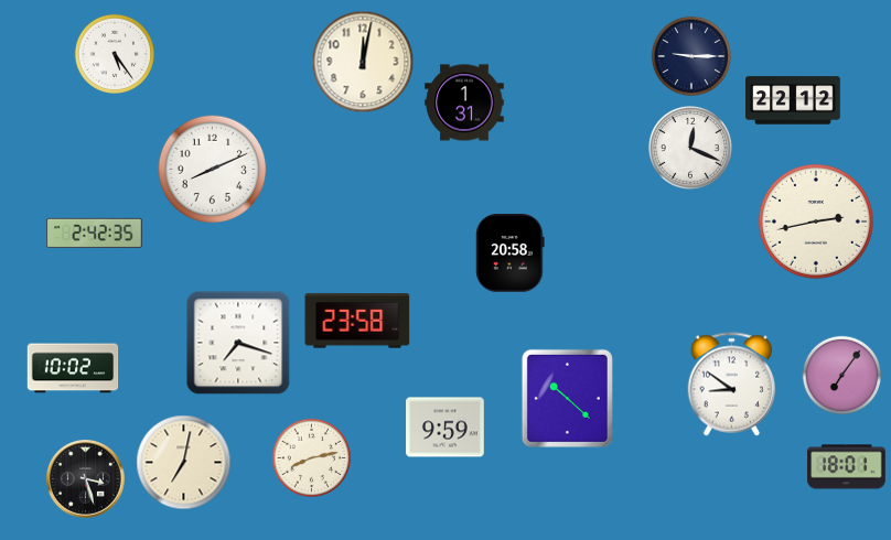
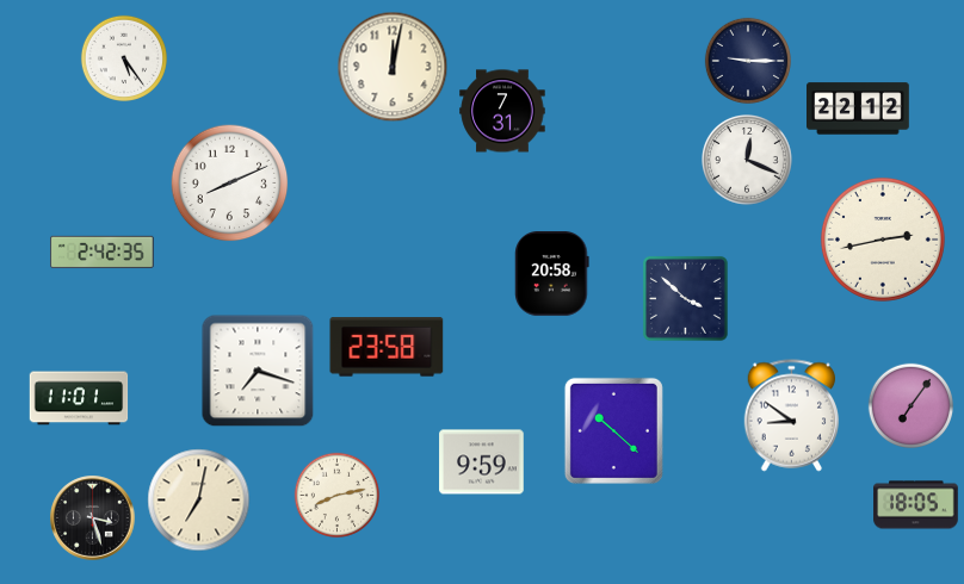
clock at (464, 102): 1:31 -> 7:31
clock at (685, 298): none -> 3:52
clock at (73, 368): 10:02 -> 11:01
clock at (847, 467): 18:01 -> 18:05
